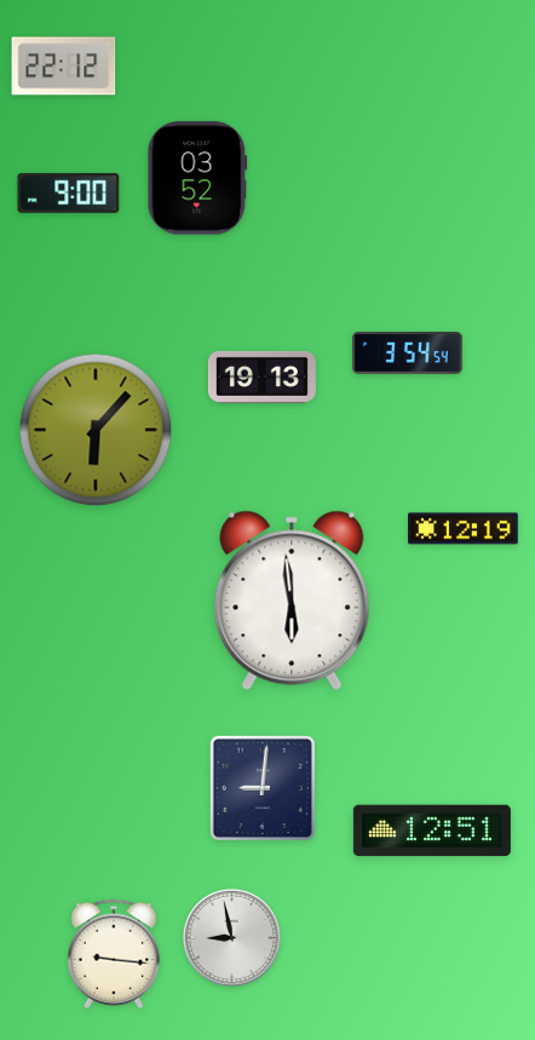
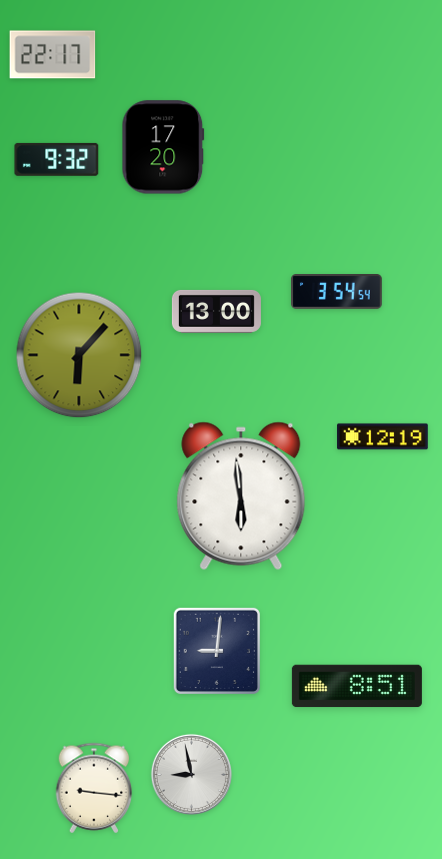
clock at (64, 67): 22:12 -> 22:17
clock at (197, 178): 03:52 -> 17:20
clock at (69, 193): 9:00 -> 9:32
clock at (261, 377): 19:13 -> 13:00
clock at (432, 831): 12:51 -> 8:51
